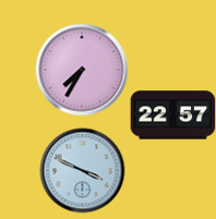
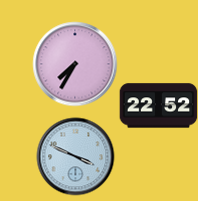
clock at (172, 115): 22:57 -> 22:52
